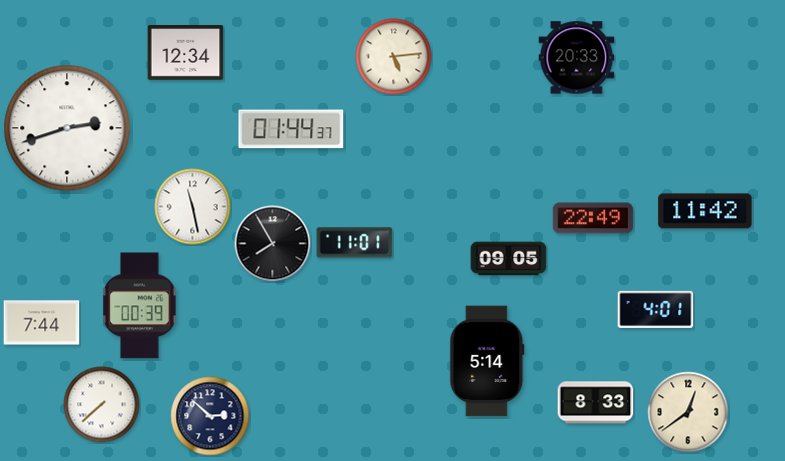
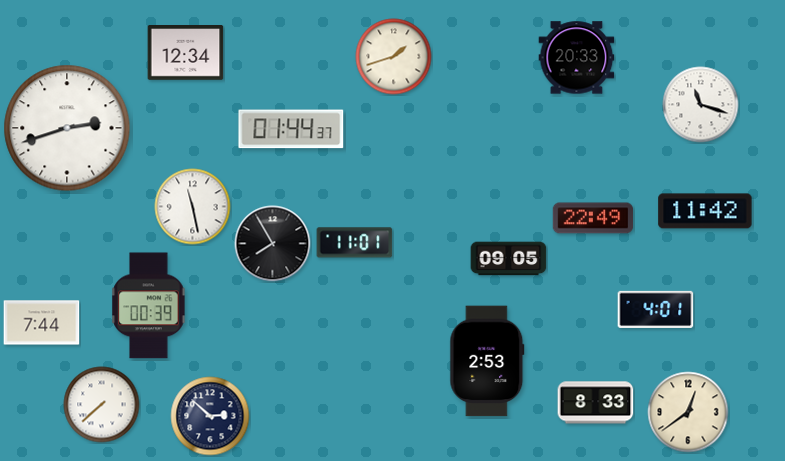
clock at (394, 57): 5:14 -> 1:42
clock at (701, 105): none -> 11:18
clock at (140, 306) position: (140, 306) -> (149, 306)
clock at (487, 361): 5:14 -> 2:53
